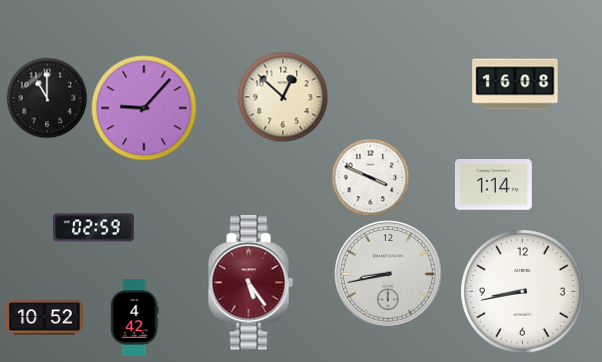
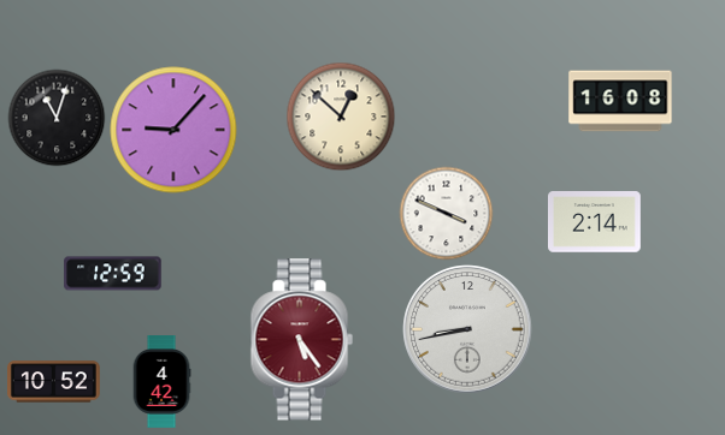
clock at (47, 98): 11:00 -> 11:03
clock at (494, 185): 1:14 -> 2:14
clock at (94, 228): 02:59 -> 12:59
clock at (523, 292): 8:43 -> none
